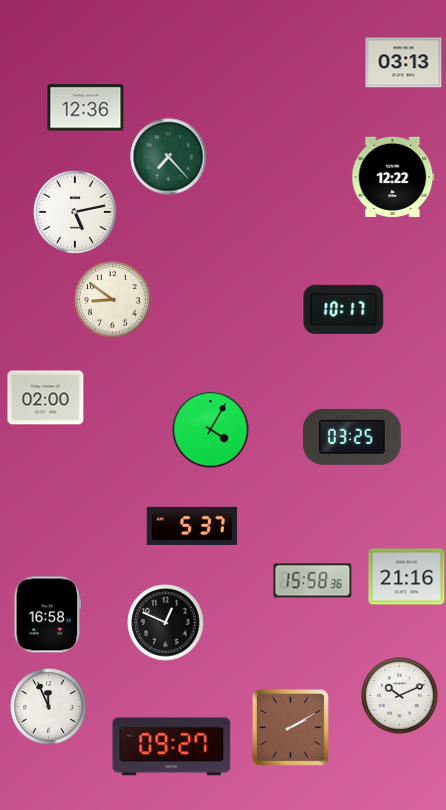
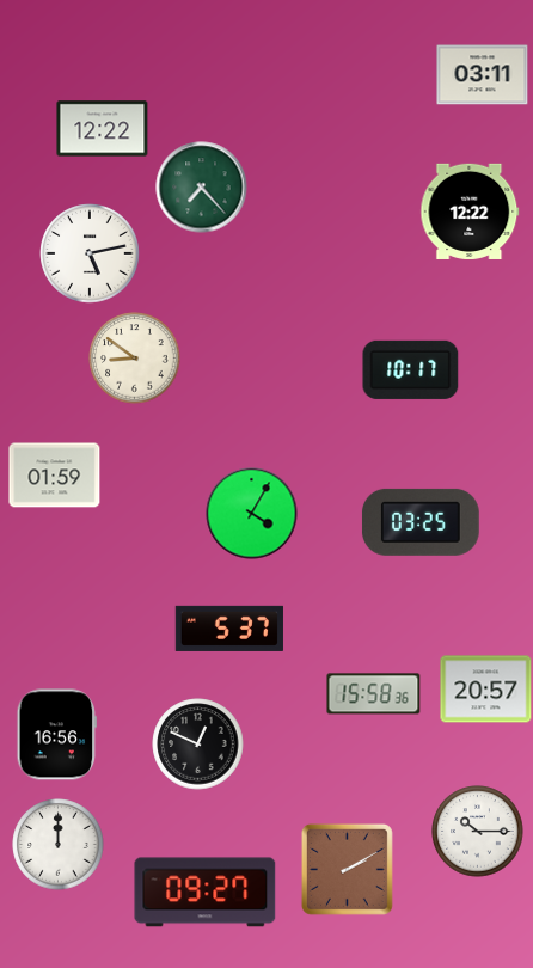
clock at (404, 63): 03:13 -> 03:11
clock at (86, 108): 12:36 -> 12:22
clock at (46, 398): 02:00 -> 01:59
clock at (407, 577): 21:16 -> 20:57
clock at (48, 615): 16:58 -> 16:56
clock at (400, 696): 10:11 -> 10:15
clock at (49, 707): 11:56 -> 12:00
